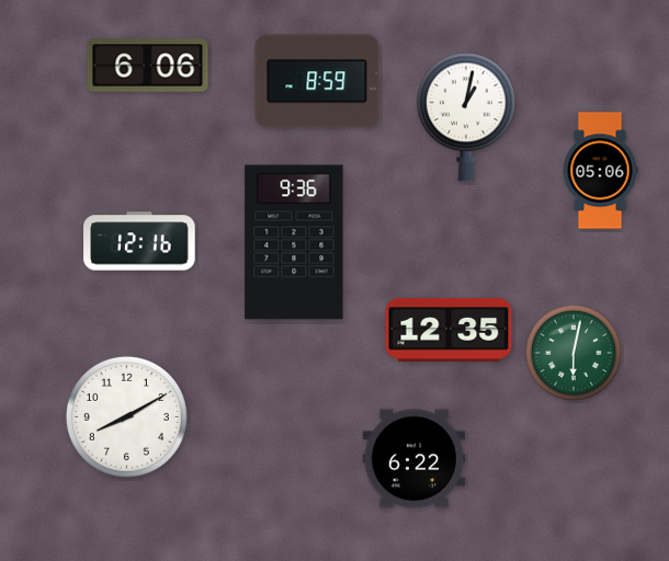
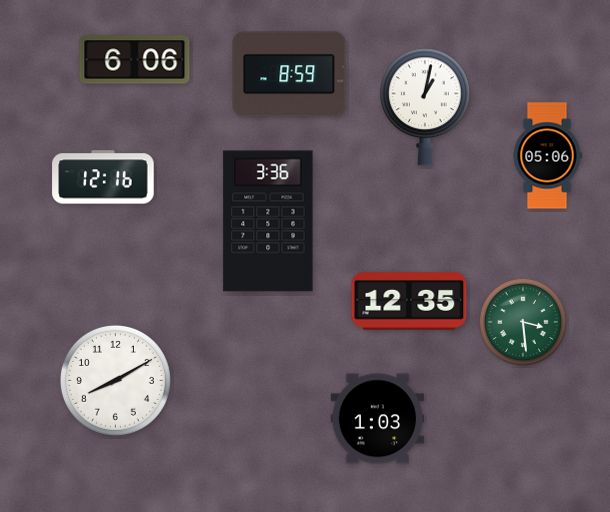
clock at (139, 241) position: (139, 241) -> (103, 177)
clock at (294, 242): 9:36 -> 3:36
clock at (574, 353): 6:02 -> 3:29
clock at (415, 459): 6:22 -> 1:03
